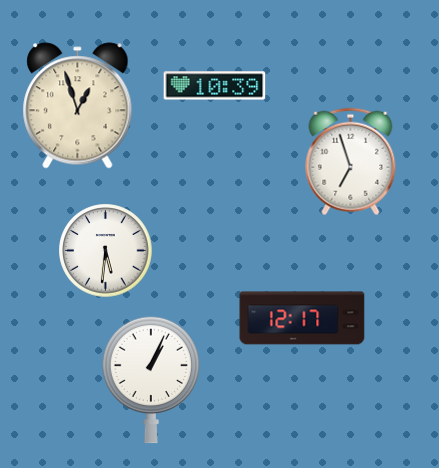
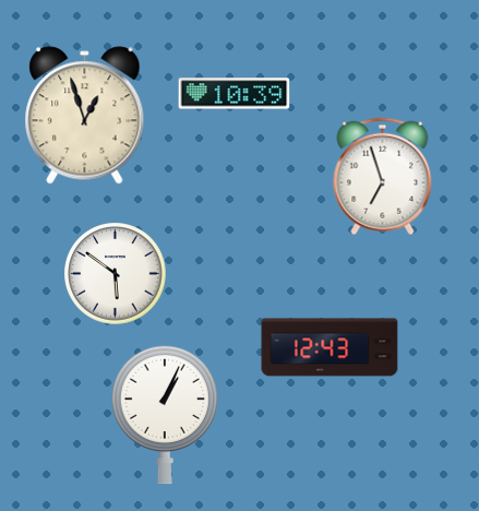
clock at (106, 251): 5:31 -> 5:51
clock at (302, 318): 12:17 -> 12:43
